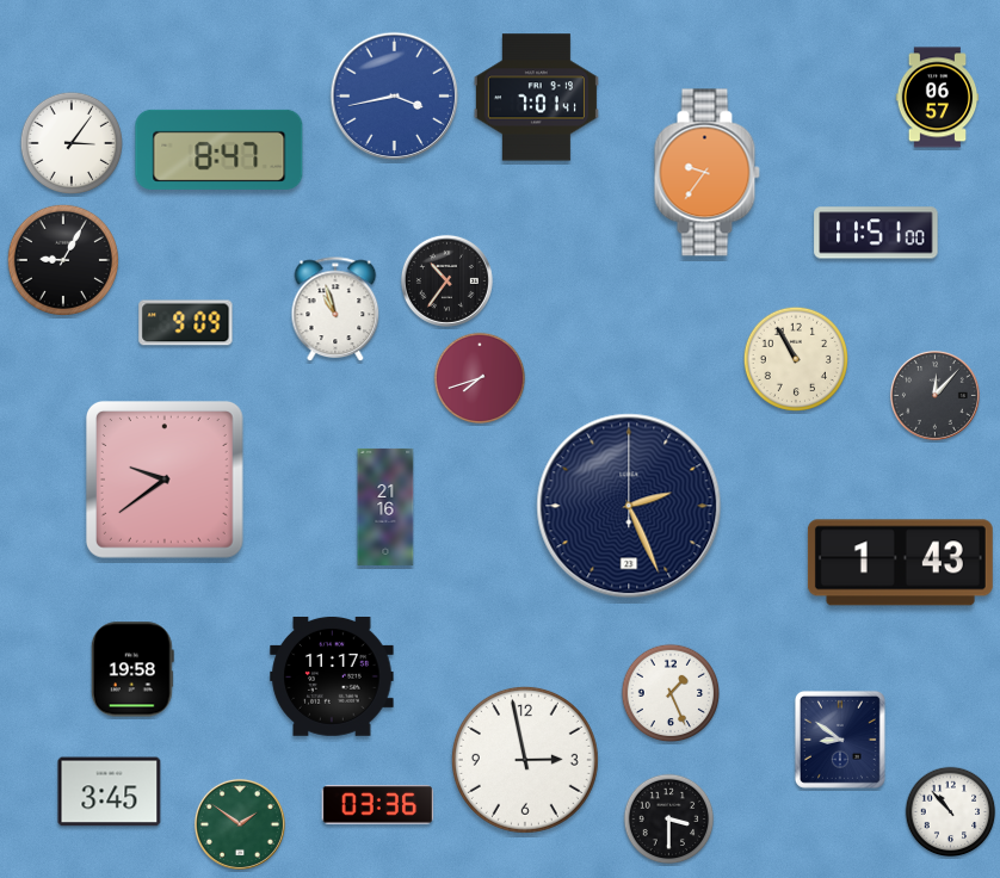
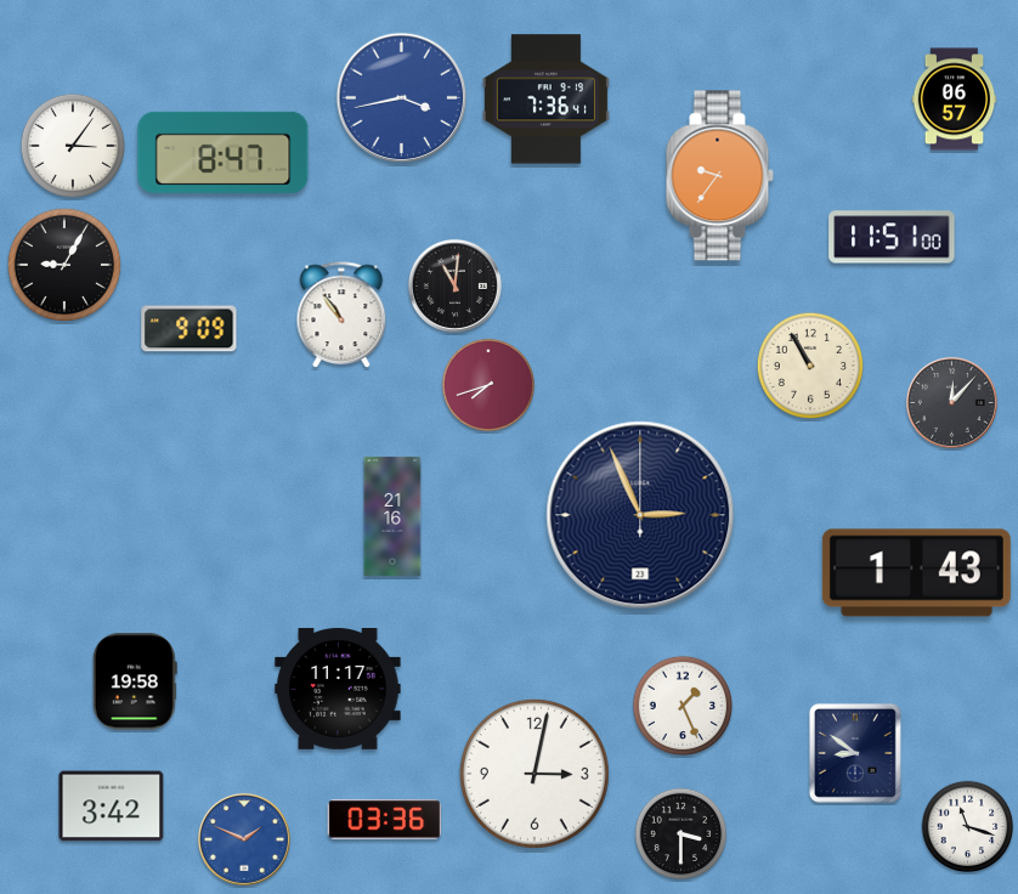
clock at (536, 98): 7:01 -> 7:36
clock at (446, 280): 10:36 -> 11:01
clock at (335, 310): 10:57 -> 10:54
clock at (165, 480): 9:39 -> none
clock at (629, 506): 2:26 -> 2:56
clock at (525, 760): 2:58 -> 3:02
clock at (110, 792): 3:45 -> 3:42
clock at (951, 812): 10:53 -> 11:18
clock at (240, 824): 1:51 -> 1:49
clock at (240, 824) dial: green -> blue
